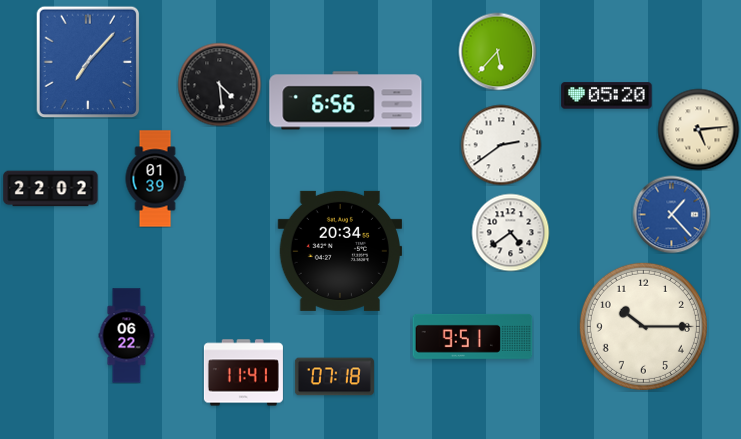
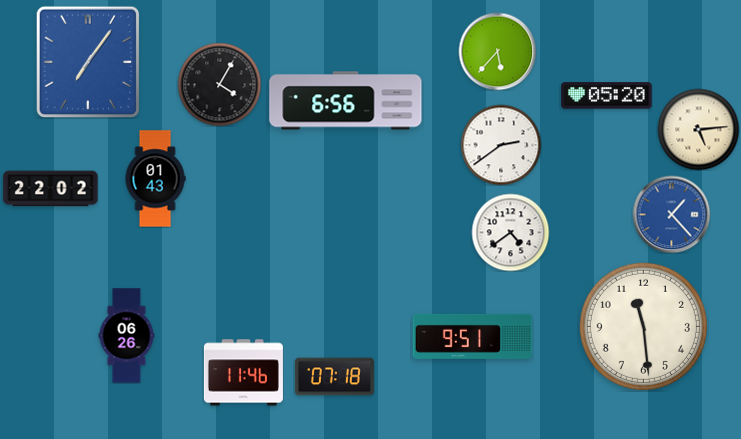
clock at (88, 62): 7:07 -> 7:06
clock at (219, 84): 4:29 -> 4:05
clock at (155, 179): 01:39 -> 01:43
clock at (340, 251): 20:34 -> none
clock at (643, 326): 10:15 -> 11:29
clock at (127, 336): 06:22 -> 06:26
clock at (243, 373): 11:41 -> 11:46
